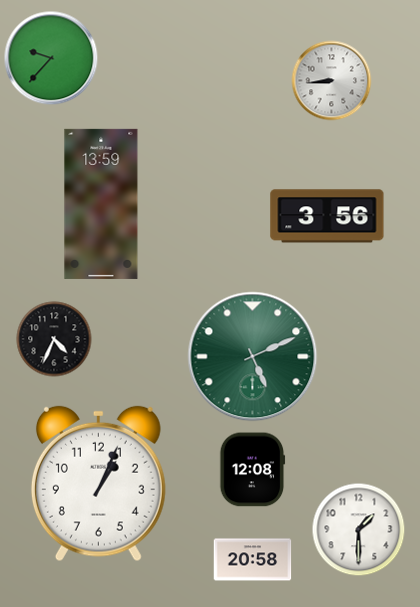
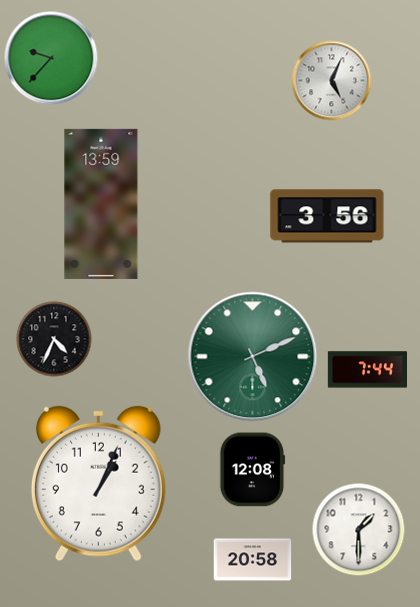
clock at (332, 81): 8:44 -> 5:04
clock at (367, 370): none -> 7:44
